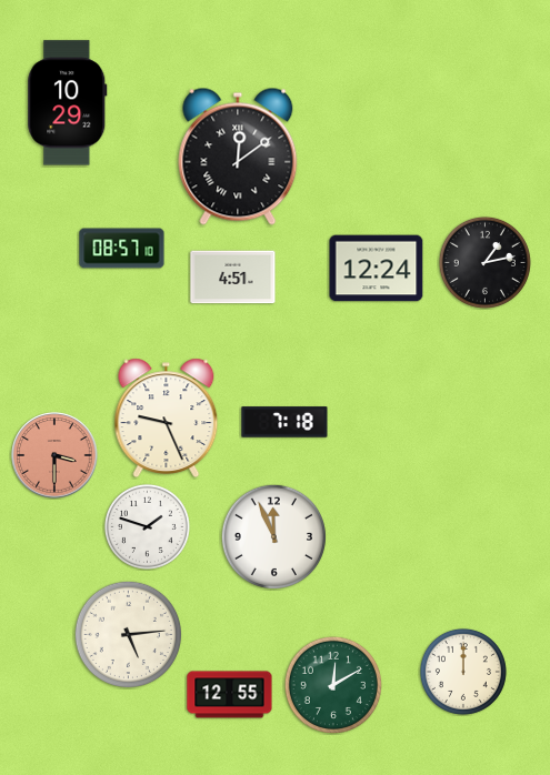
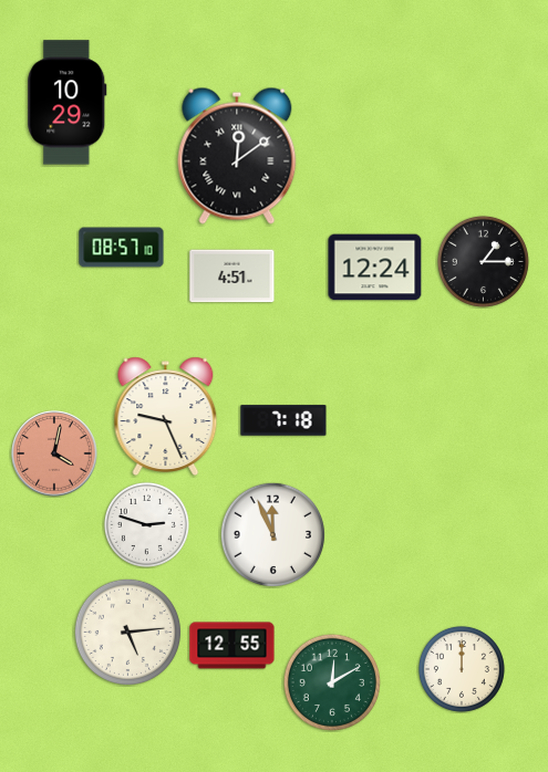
clock at (484, 262): 1:13 -> 1:15
clock at (54, 455): 3:30 -> 4:02
clock at (147, 526): 1:48 -> 2:48
clock at (230, 695) position: (230, 695) -> (232, 646)
